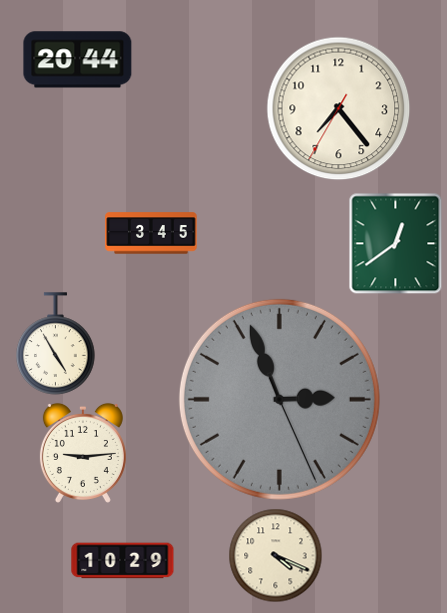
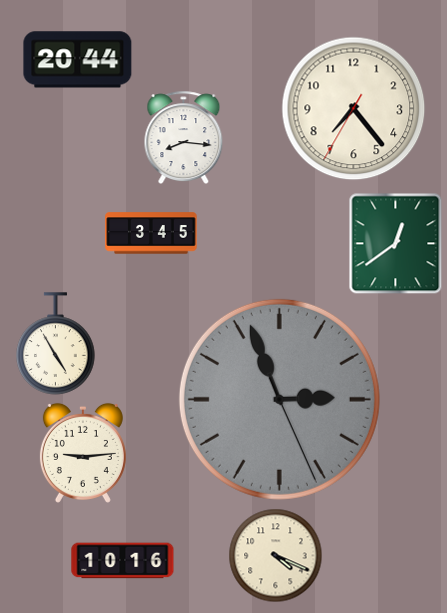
clock at (339, 109) position: (339, 109) -> (354, 109)
clock at (184, 137): none -> 8:16
clock at (123, 561): 10:29 -> 10:16
